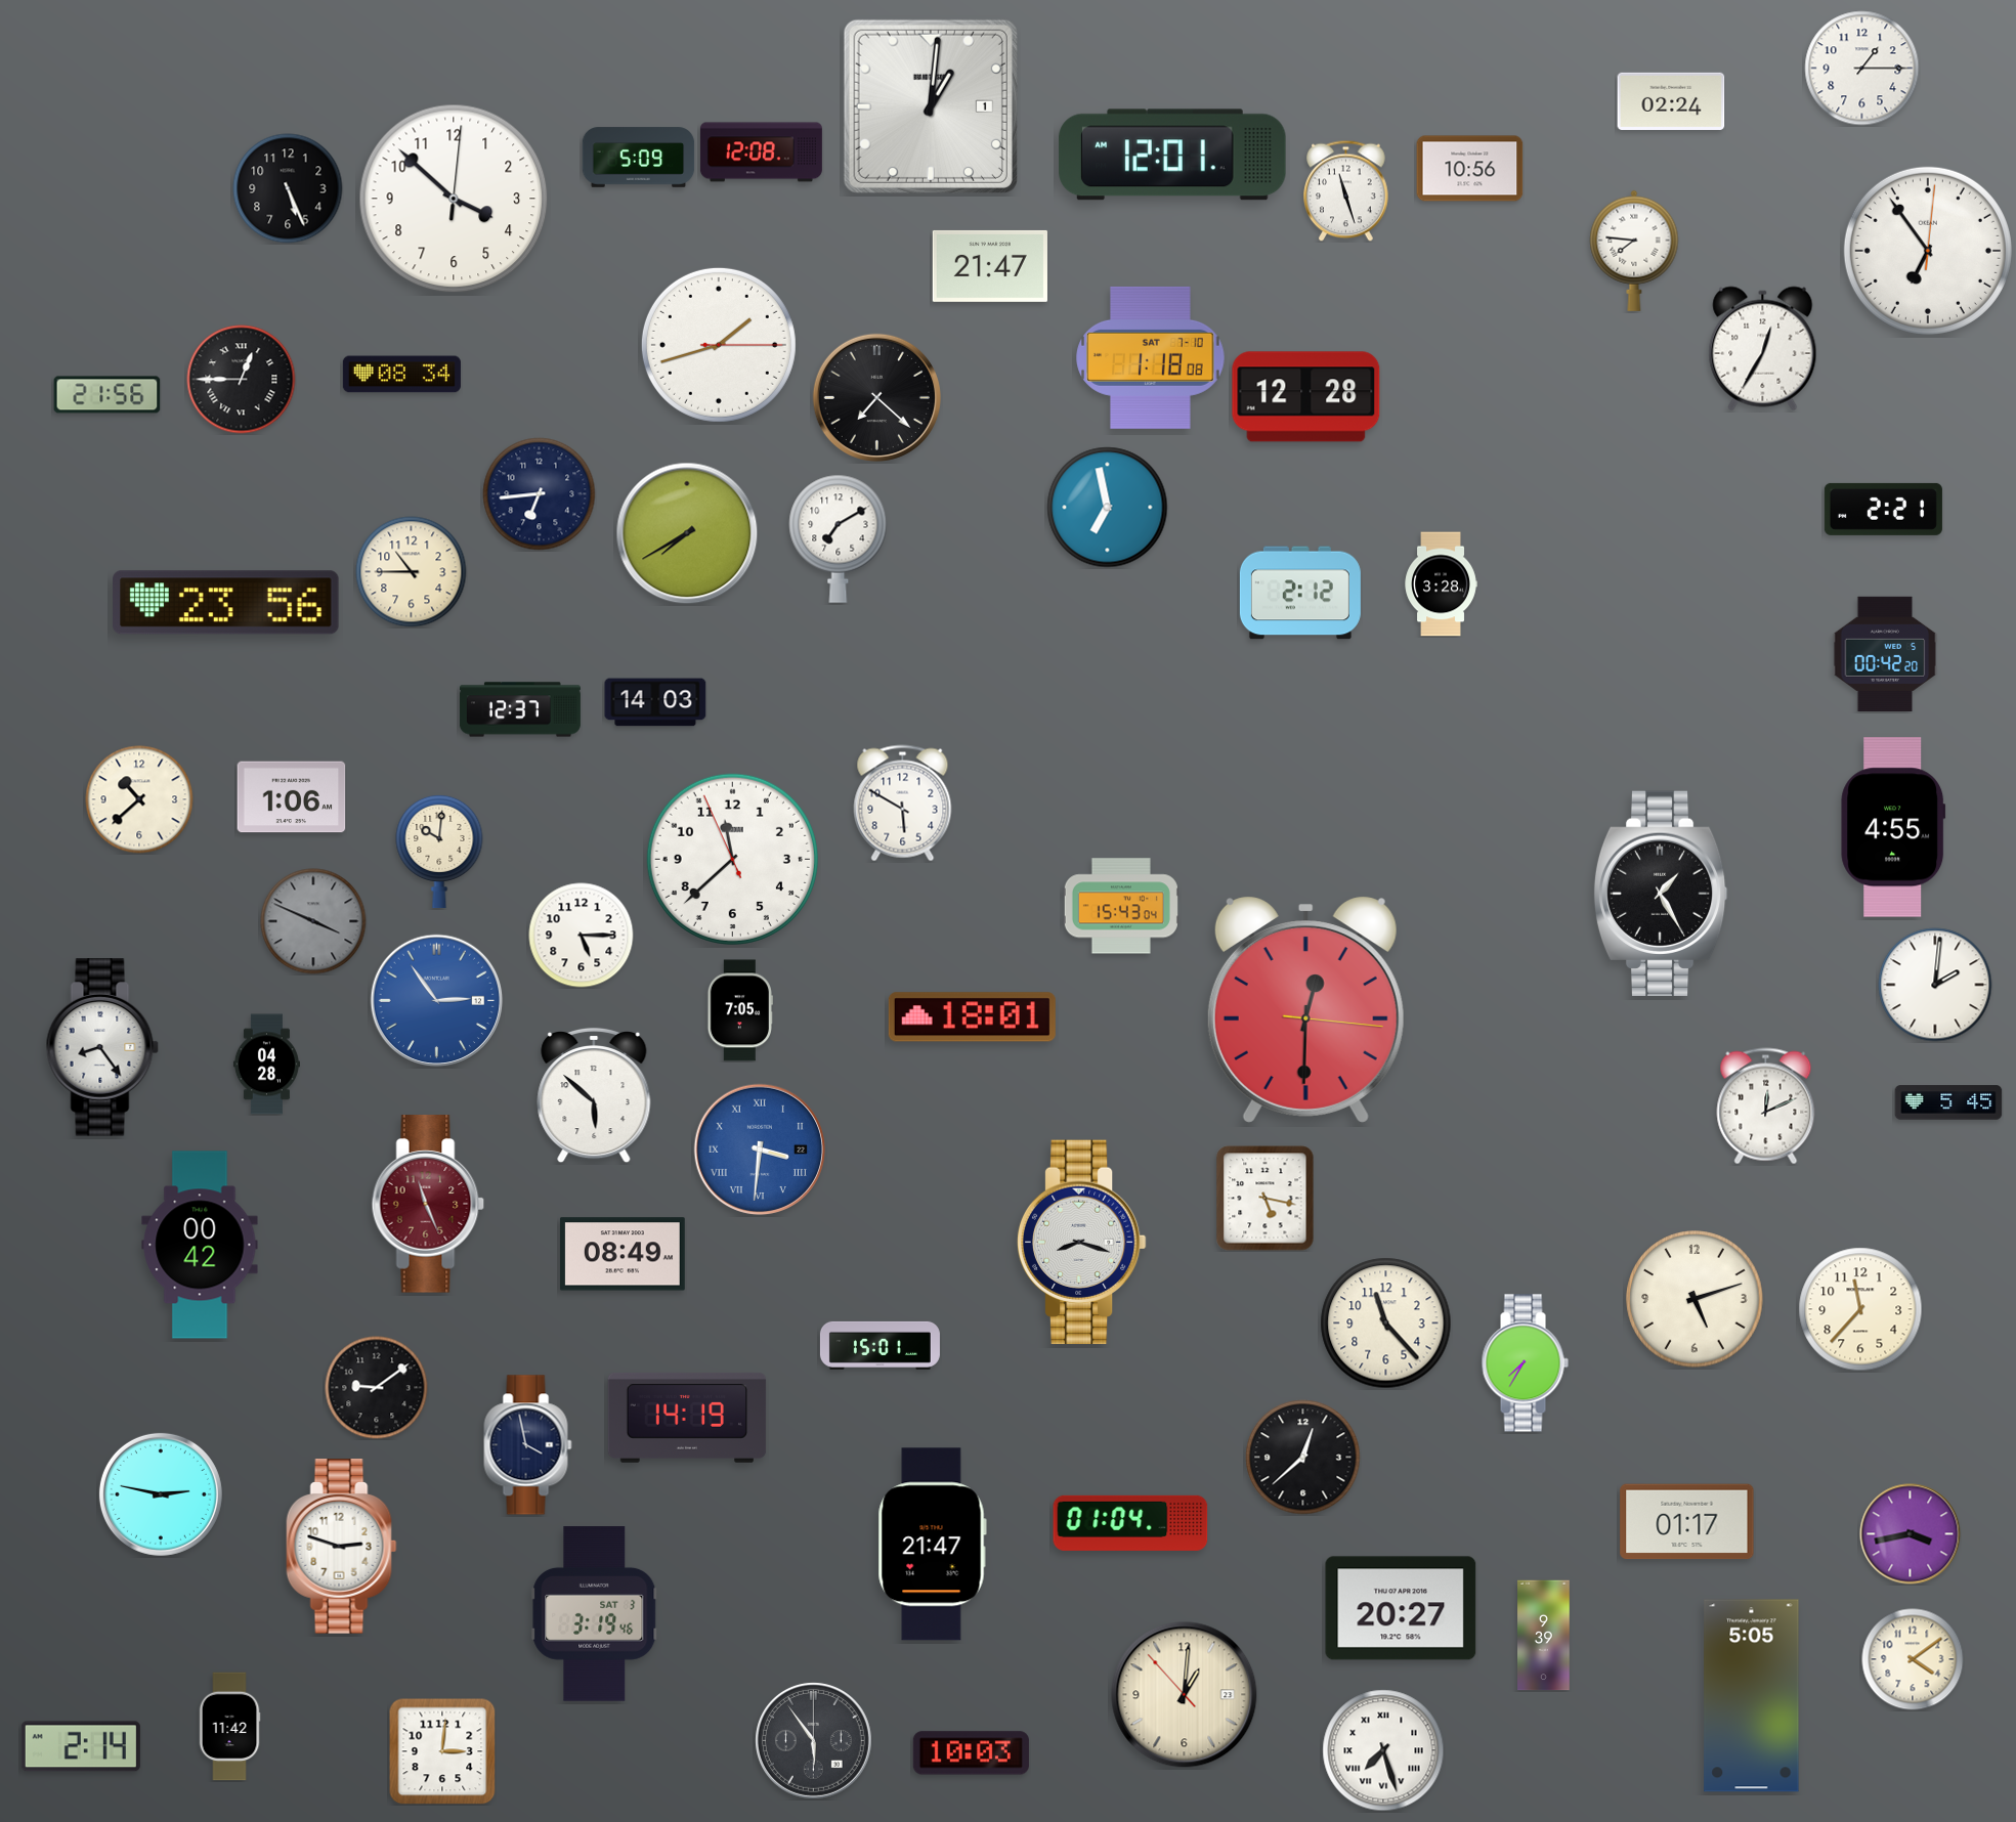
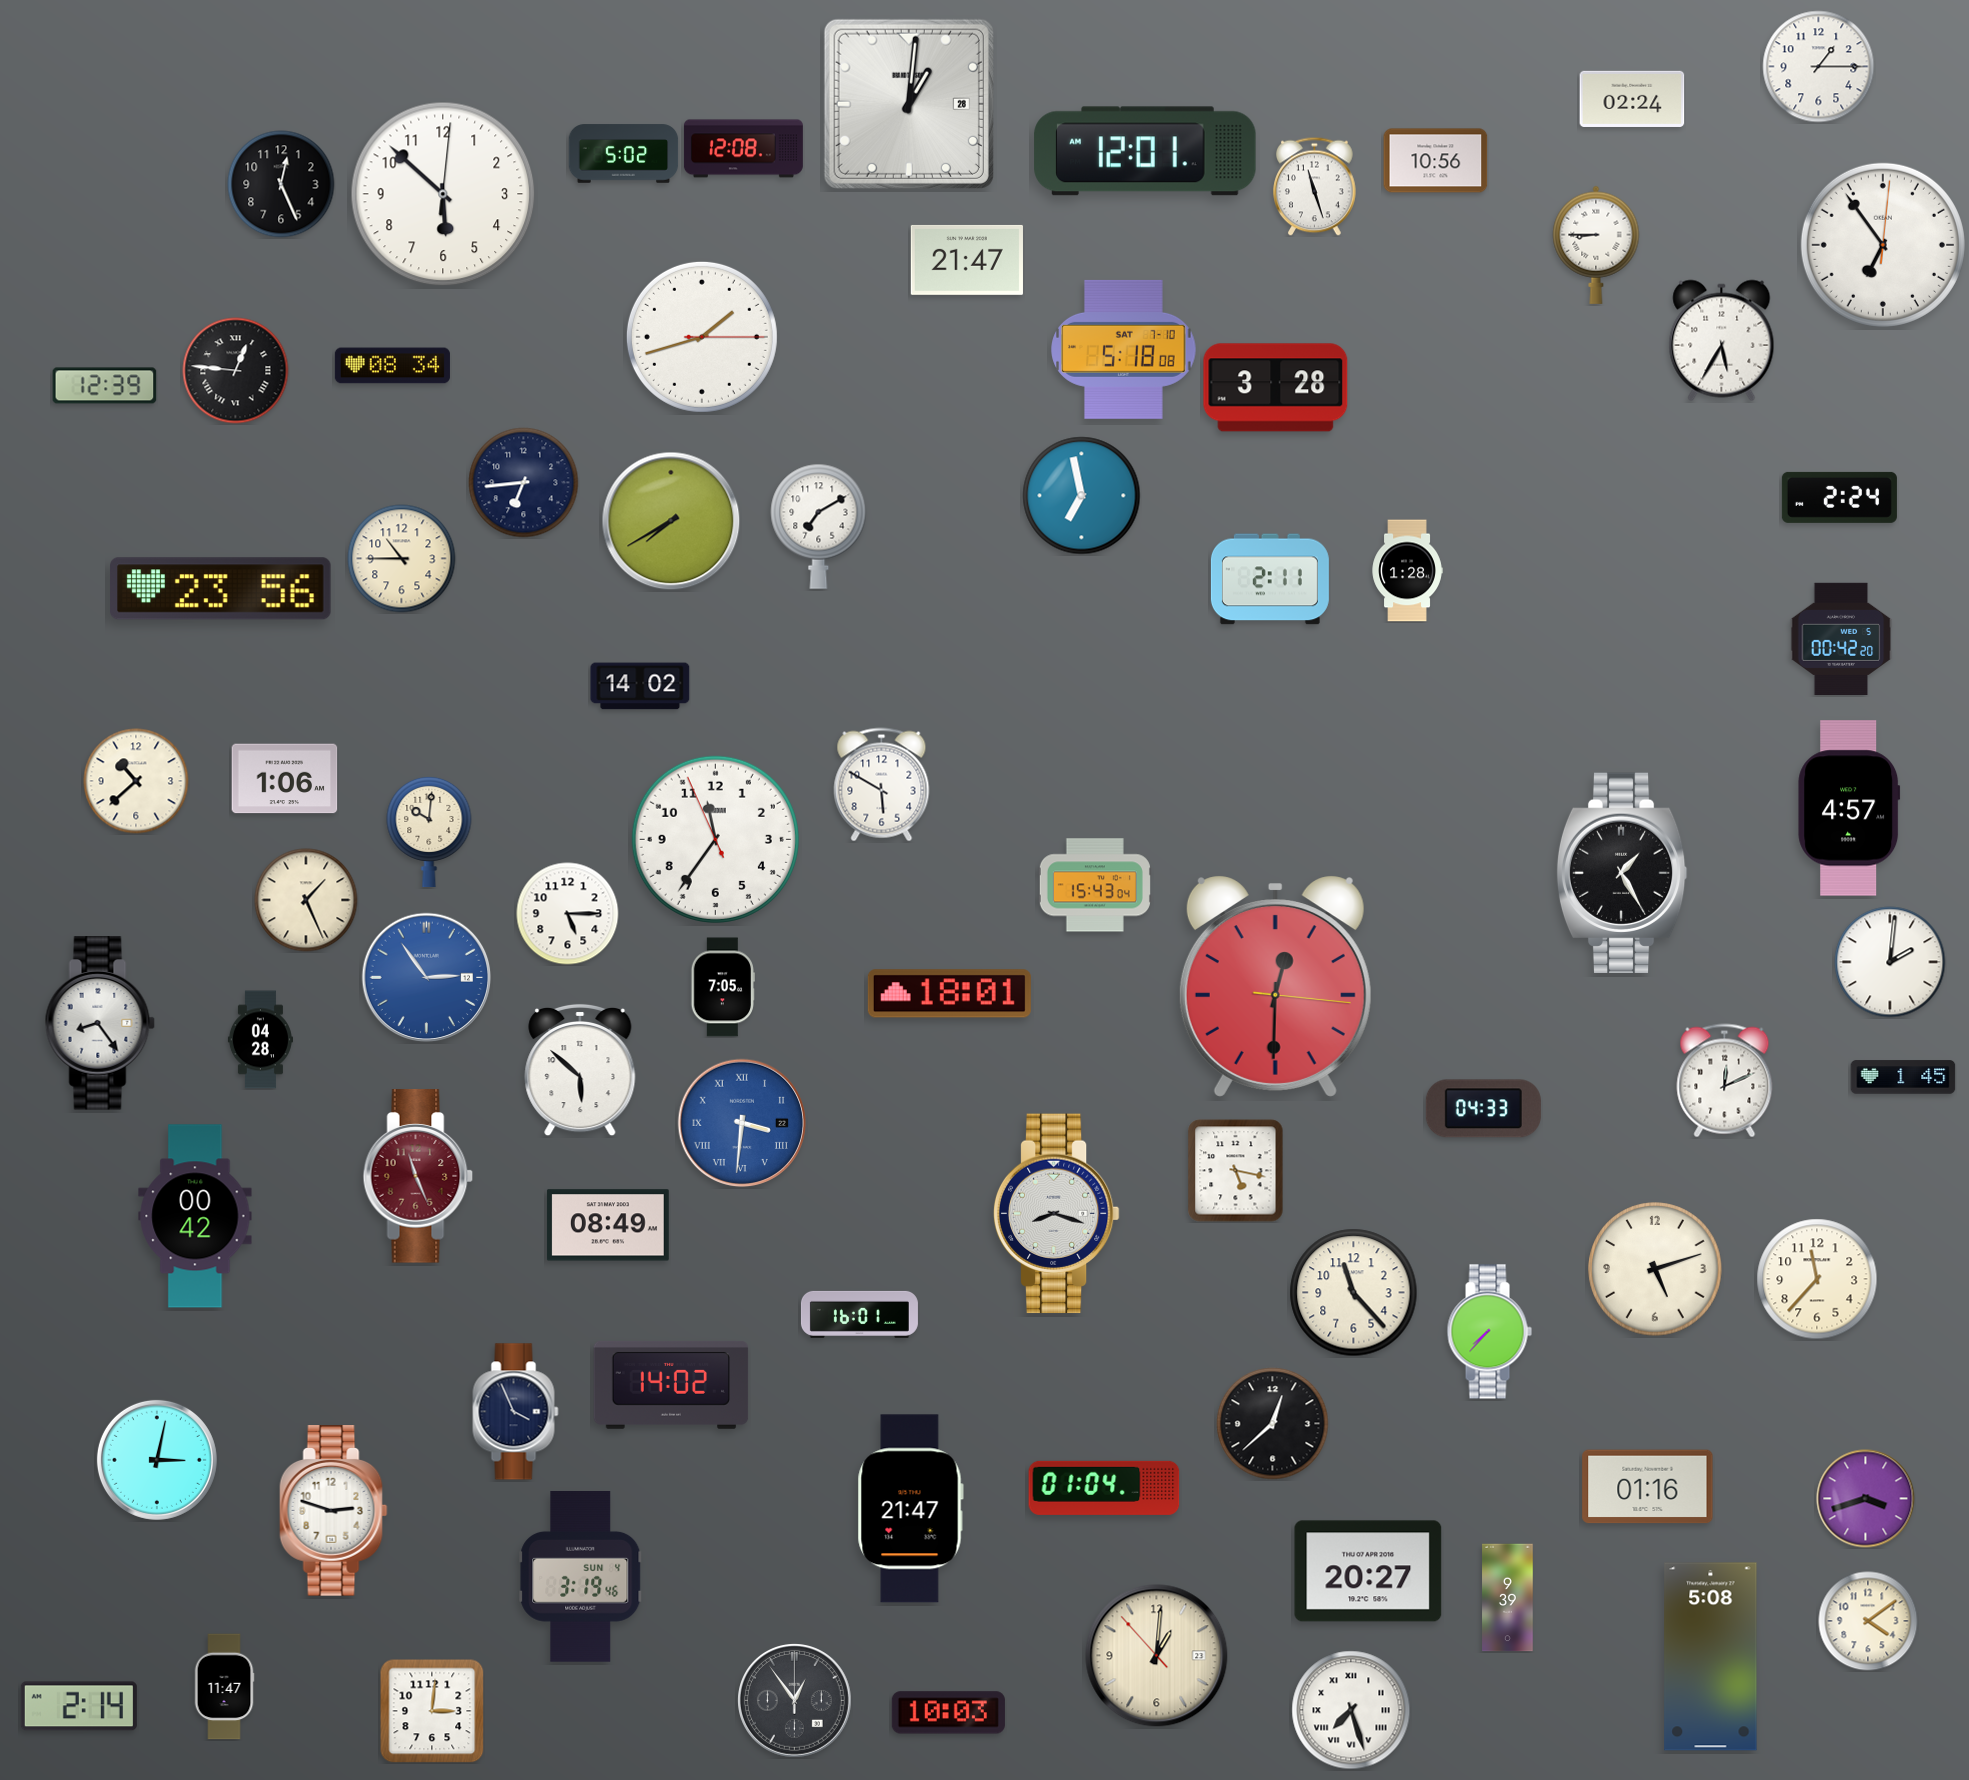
clock at (931, 106) date: 1 -> 28
clock at (639, 158): 5:09 -> 5:02
clock at (1470, 169) position: (1470, 169) -> (1436, 161)
clock at (288, 188): 5:26 -> 12:26
clock at (454, 199): 3:52 -> 5:52
clock at (1634, 251): 7:46 -> 8:45
clock at (1763, 349): 12:35 -> 5:35
clock at (1151, 357): 1:18 -> 5:18
clock at (242, 380): 12:45 -> 12:46
clock at (108, 395): 21:56 -> 12:39
clock at (876, 397): 7:22 -> none
clock at (1306, 397): 12:28 -> 3:28
clock at (540, 494) position: (540, 494) -> (524, 483)
clock at (1883, 509): 2:21 -> 2:24
clock at (1441, 584): 3:28 -> 1:28
clock at (1300, 593): 2:12 -> 2:11
clock at (655, 702): 14:03 -> 14:02
clock at (520, 709): 12:37 -> none
clock at (1893, 827): 4:55 -> 4:57
clock at (732, 859): 11:37 -> 11:35
clock at (313, 921): 3:49 -> 1:26
clock at (313, 921) dial: grey -> cream
clock at (1948, 1102): 5:45 -> 1:45
clock at (1483, 1109): none -> 04:33
clock at (880, 1345): 15:01 -> 16:01
clock at (1525, 1363): 7:35 -> 7:37
clock at (377, 1388): 9:09 -> none
clock at (687, 1418): 14:19 -> 14:02
clock at (528, 1445): 3:58 -> 3:56
clock at (161, 1494): 2:47 -> 3:02
clock at (1687, 1522): 01:17 -> 01:16
clock at (1911, 1534): 3:43 -> 3:42
clock at (595, 1614) date: SAT 3 -> SUN 4
clock at (1752, 1696): 5:05 -> 5:08
clock at (229, 1727): 11:42 -> 11:47
clock at (814, 1741): 5:54 -> 12:54
